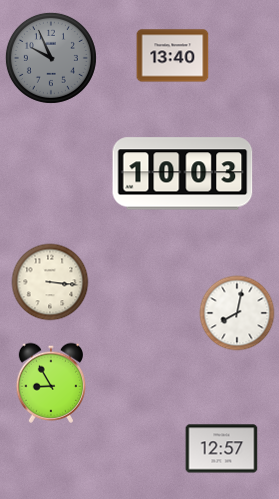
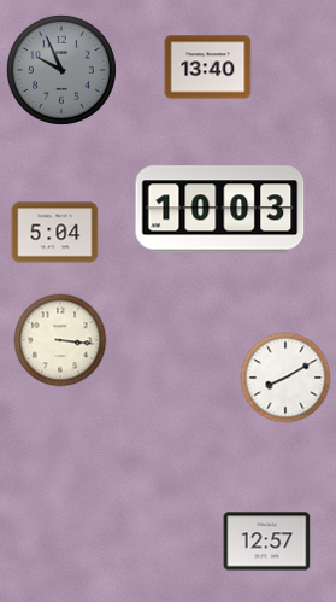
clock at (55, 233): none -> 5:04
clock at (237, 313): 8:02 -> 8:10
clock at (50, 383): 8:55 -> none
